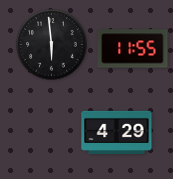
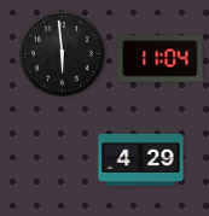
clock at (133, 49): 11:55 -> 11:04
